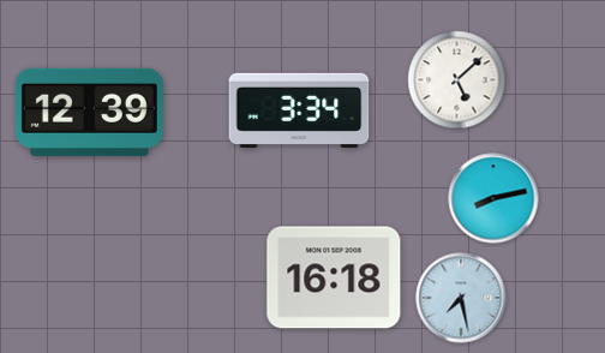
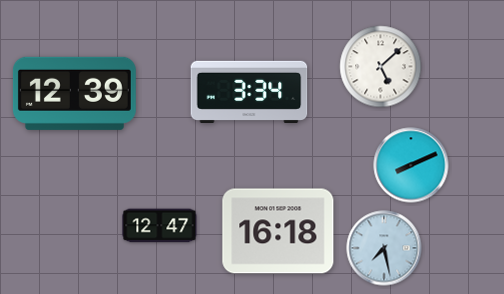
clock at (493, 198): 8:13 -> 8:11
clock at (160, 226): none -> 12:47
